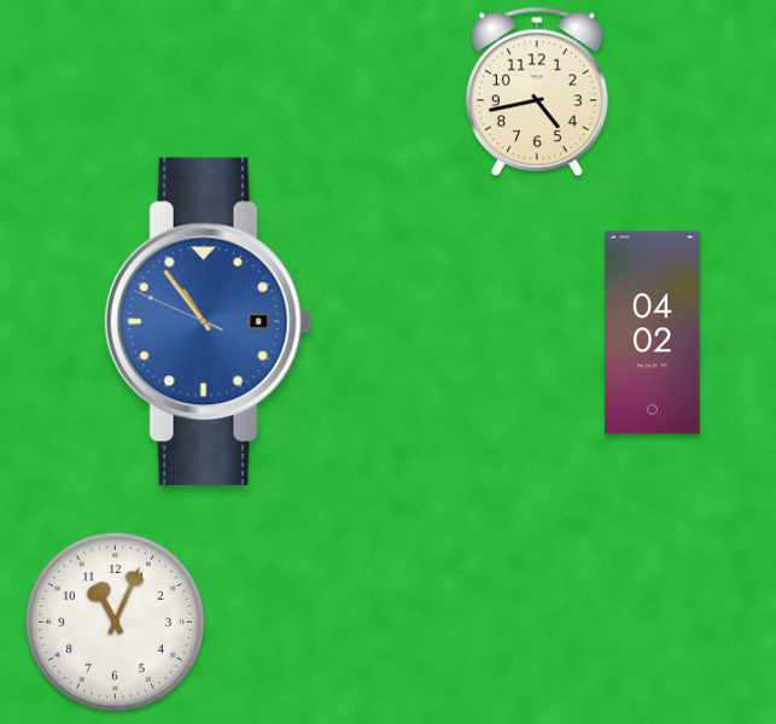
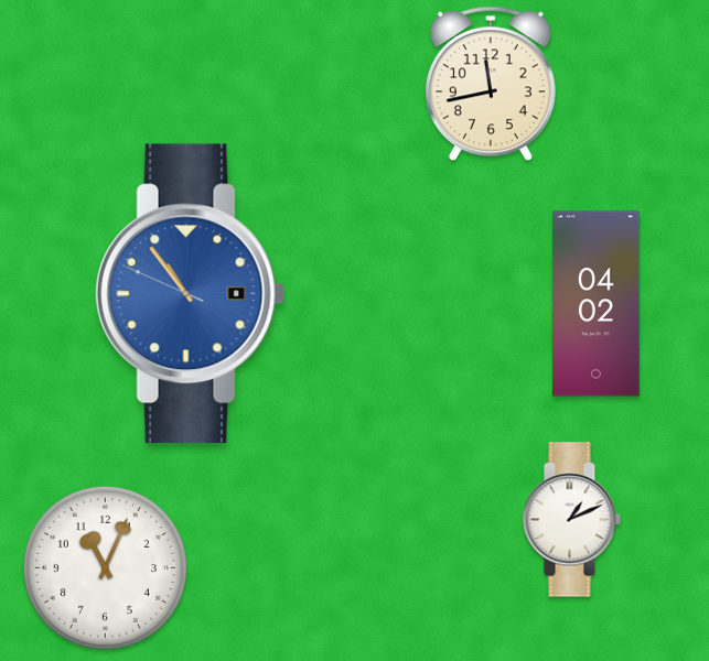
clock at (537, 92): 4:43 -> 11:43
clock at (571, 520): none -> 1:11
